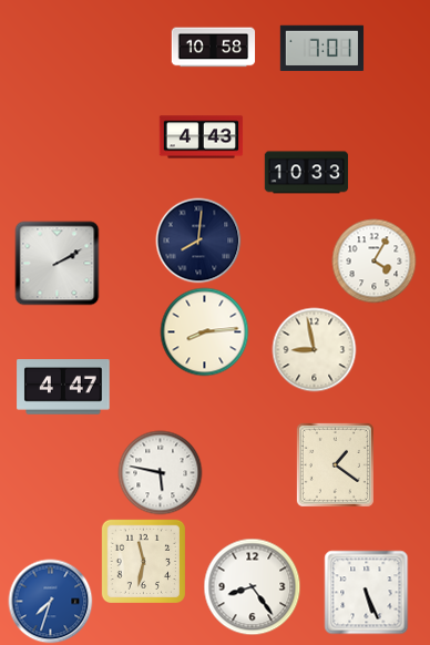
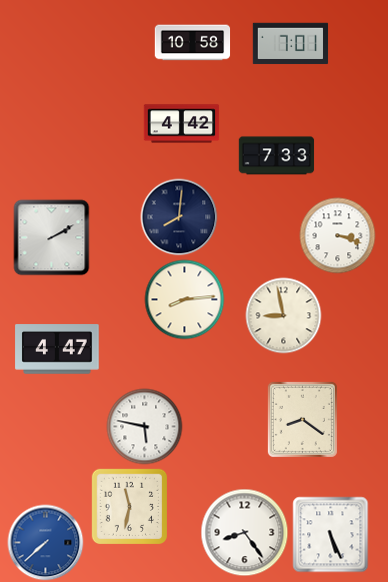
clock at (202, 137): 4:43 -> 4:42
clock at (307, 173): 10:33 -> 7:33
clock at (375, 262): 4:05 -> 3:18
clock at (335, 464): 1:21 -> 8:21
clock at (253, 587) position: (253, 587) -> (245, 533)
clock at (51, 602): 7:33 -> 7:38
